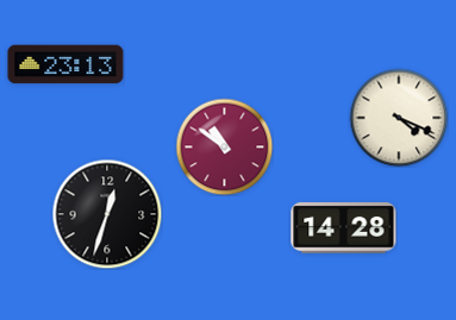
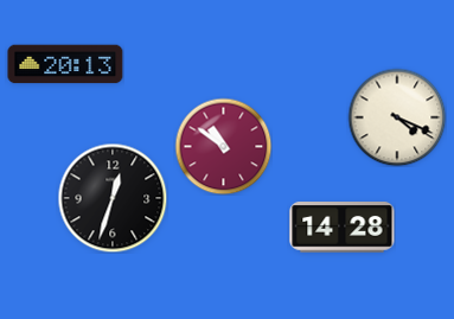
clock at (65, 64): 23:13 -> 20:13
clock at (107, 214) position: (107, 214) -> (113, 198)
